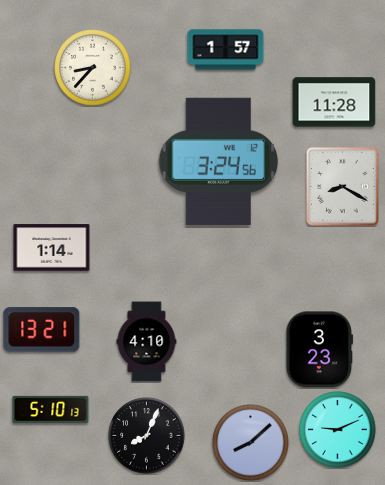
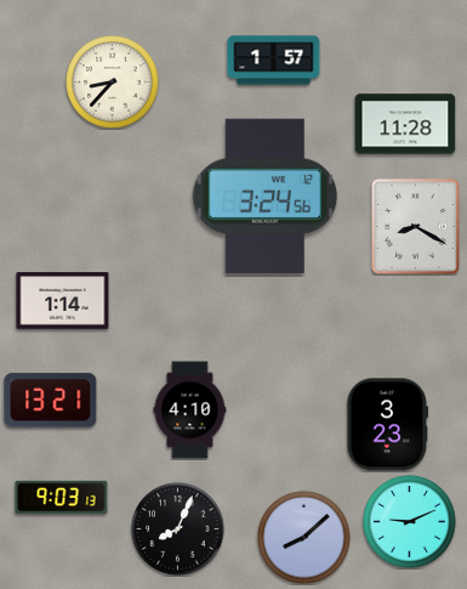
clock at (147, 342) position: (147, 342) -> (190, 410)
clock at (51, 409): 5:10 -> 9:03
